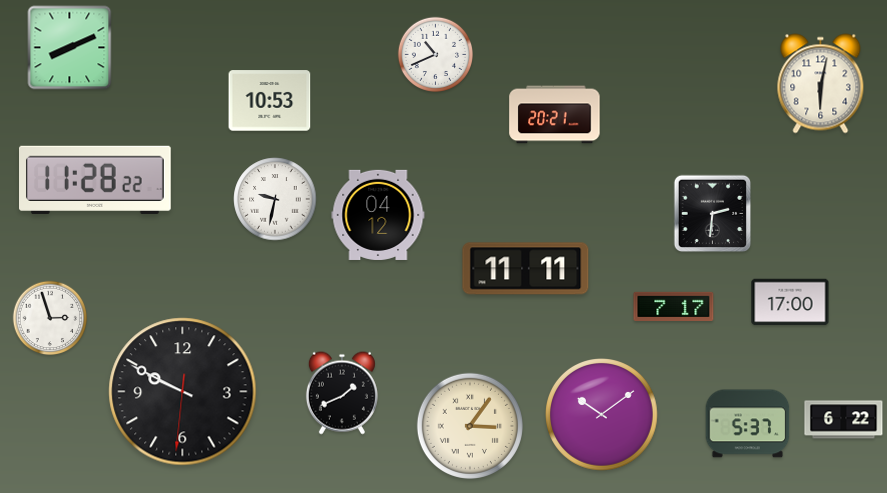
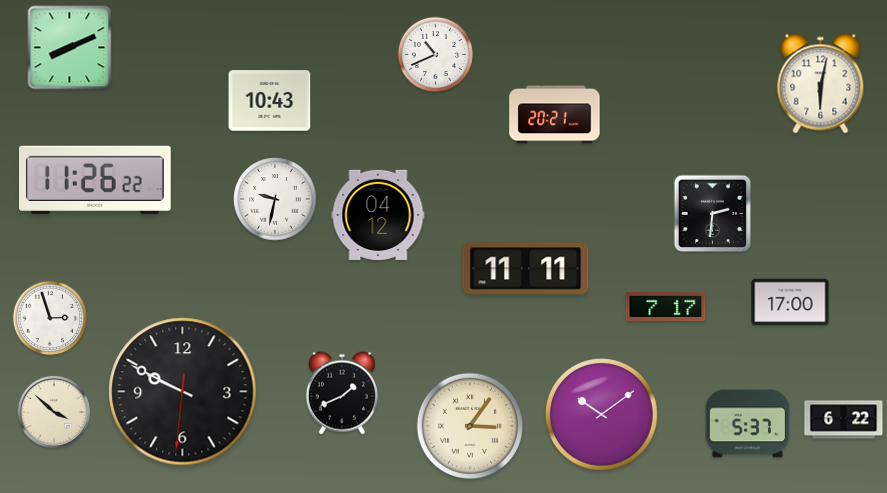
clock at (270, 101): 10:53 -> 10:43
clock at (96, 180): 11:28 -> 11:26
clock at (674, 306) position: (674, 306) -> (666, 306)
clock at (54, 412): none -> 3:52
